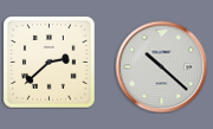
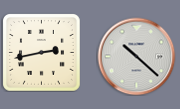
clock at (50, 63): 2:38 -> 2:43
